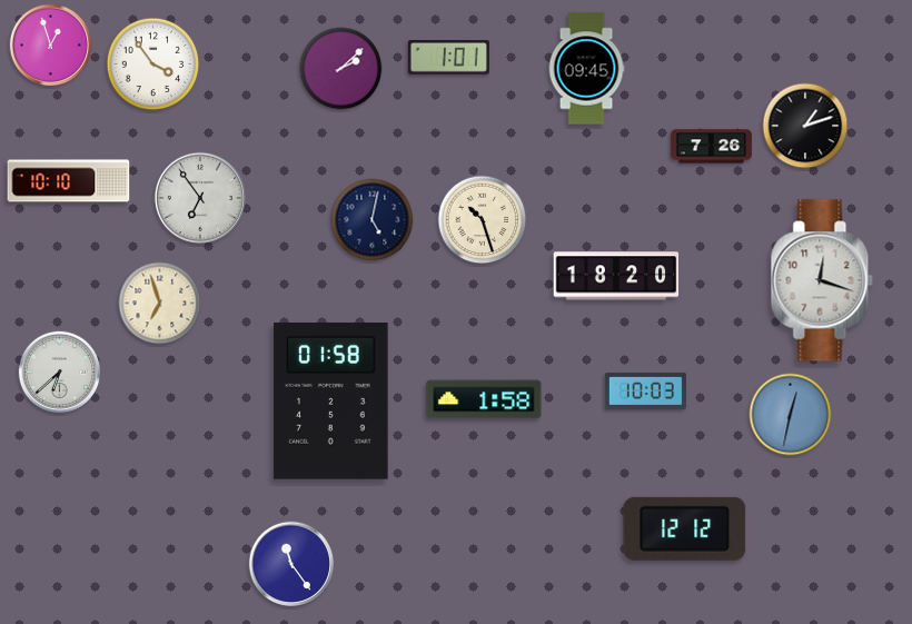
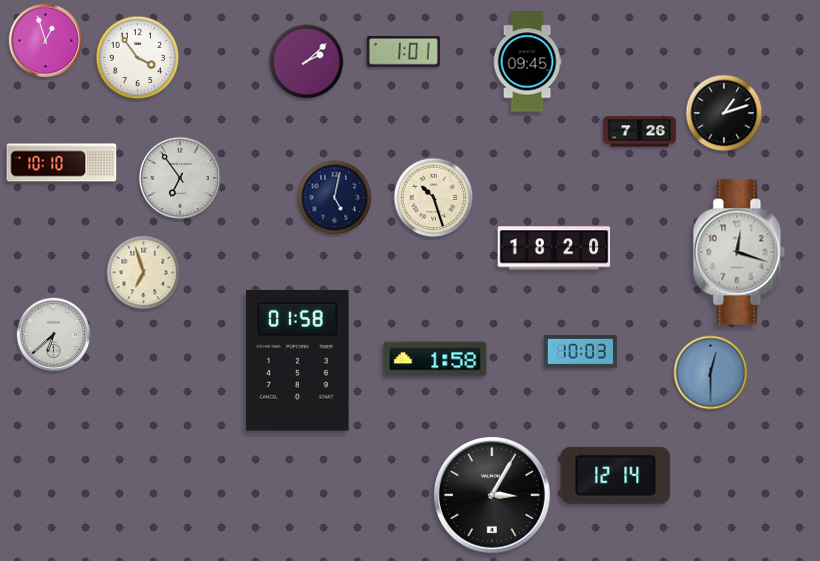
clock at (791, 415): 12:32 -> 12:30
clock at (685, 528): 12:12 -> 12:14
clock at (492, 495): none -> 3:05
clock at (291, 564): 11:24 -> none
